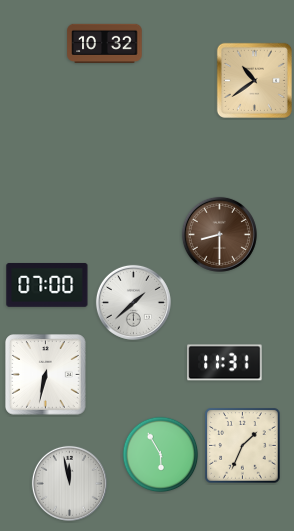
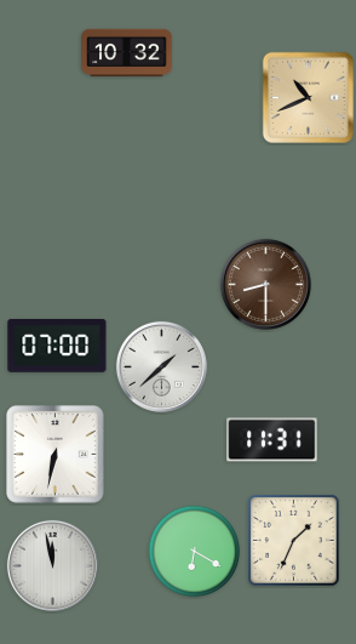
clock at (254, 80): 10:39 -> 10:41
clock at (161, 455): 5:55 -> 6:20
clock at (69, 483) position: (69, 483) -> (52, 565)
